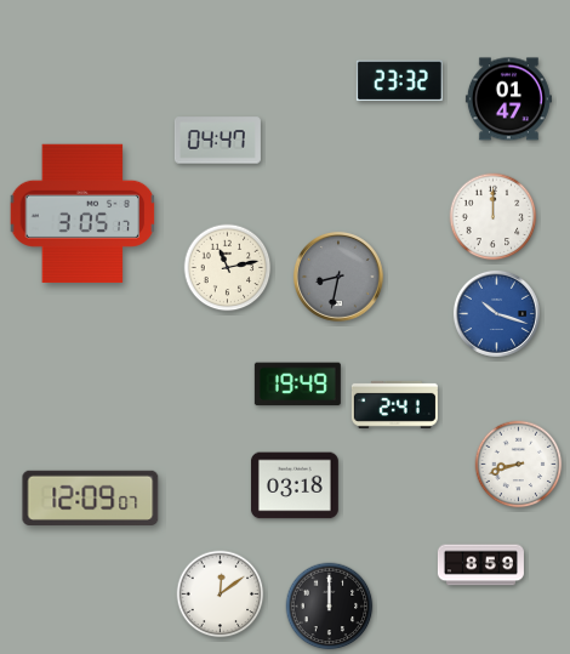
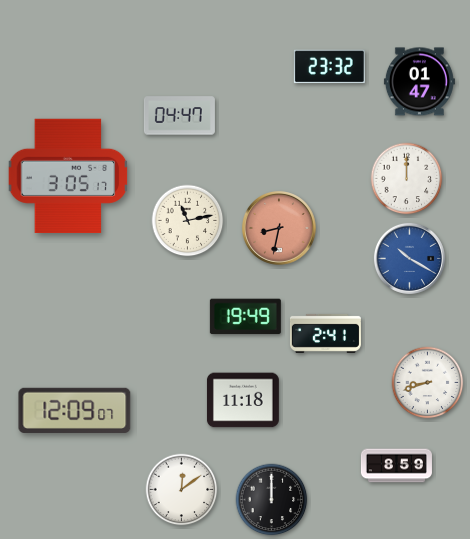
clock at (338, 277) dial: grey -> salmon
clock at (496, 313): 10:18 -> 10:20
clock at (295, 485): 03:18 -> 11:18
